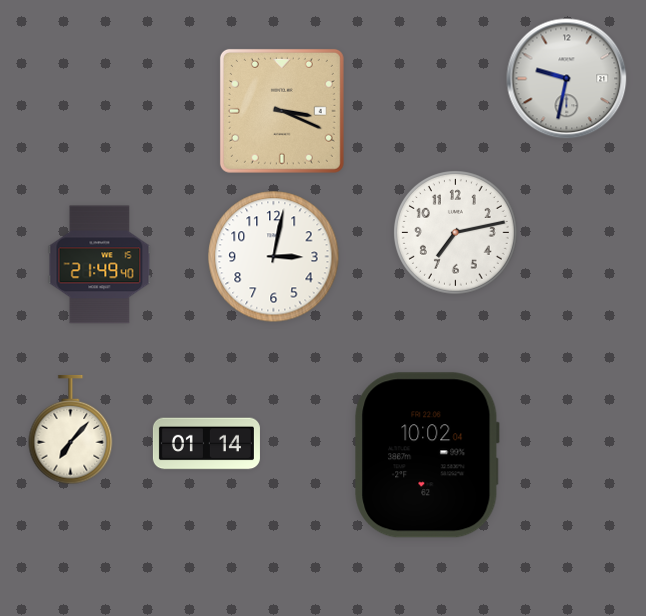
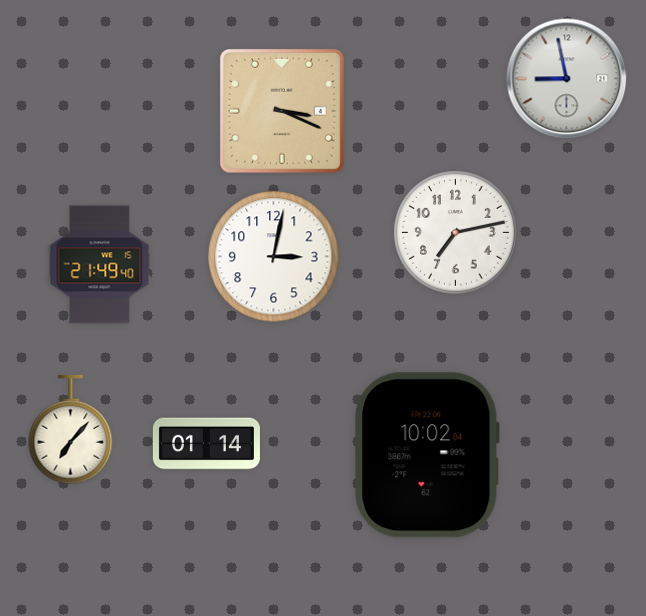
clock at (567, 79): 9:32 -> 8:58
